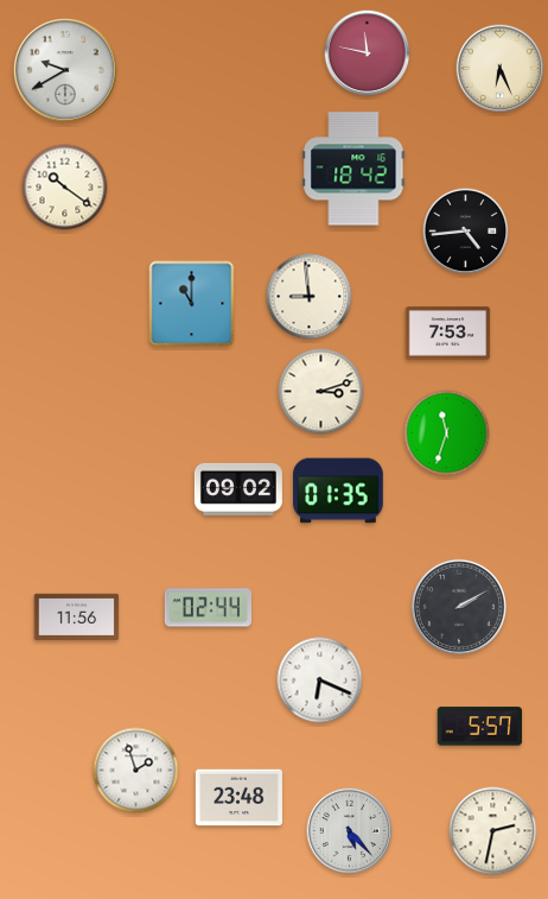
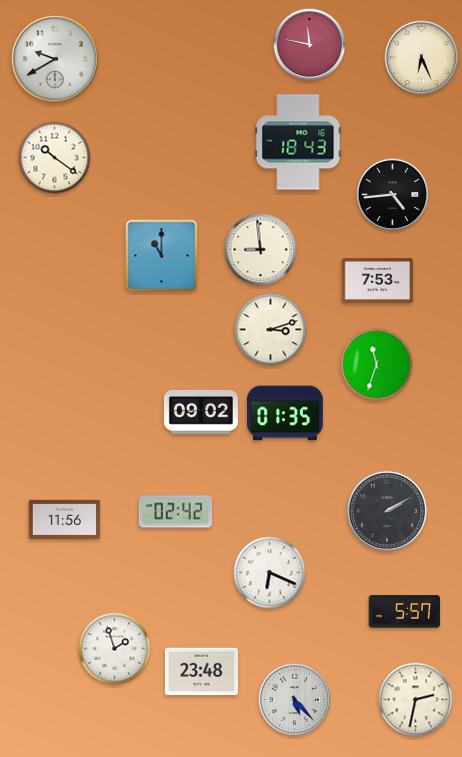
clock at (353, 169): 18:42 -> 18:43
clock at (208, 608): 02:44 -> 02:42
